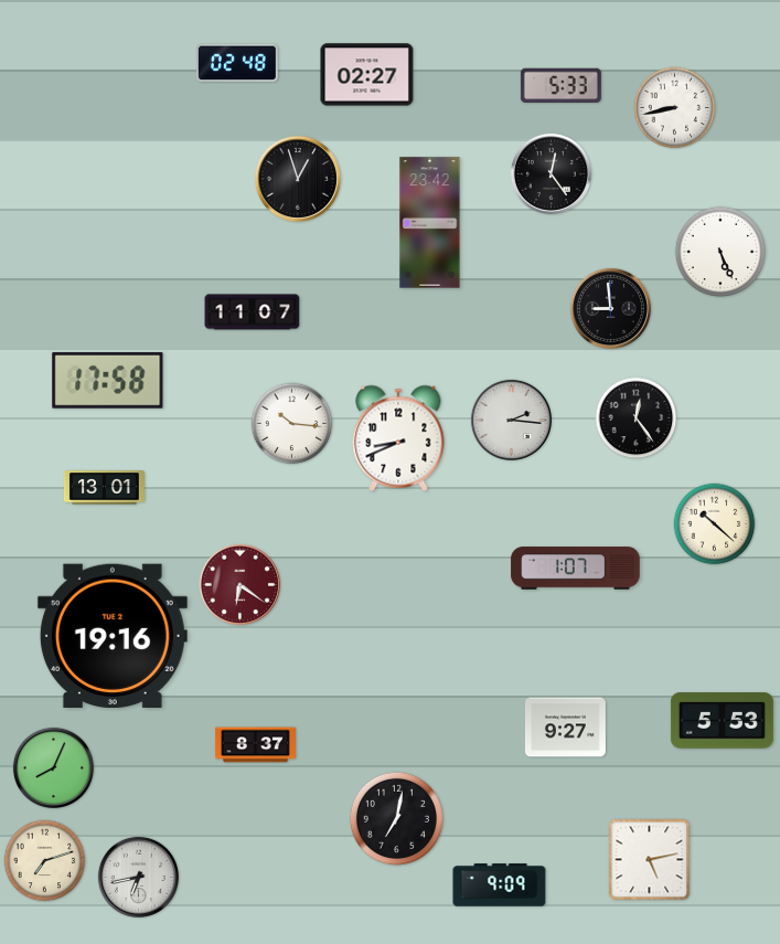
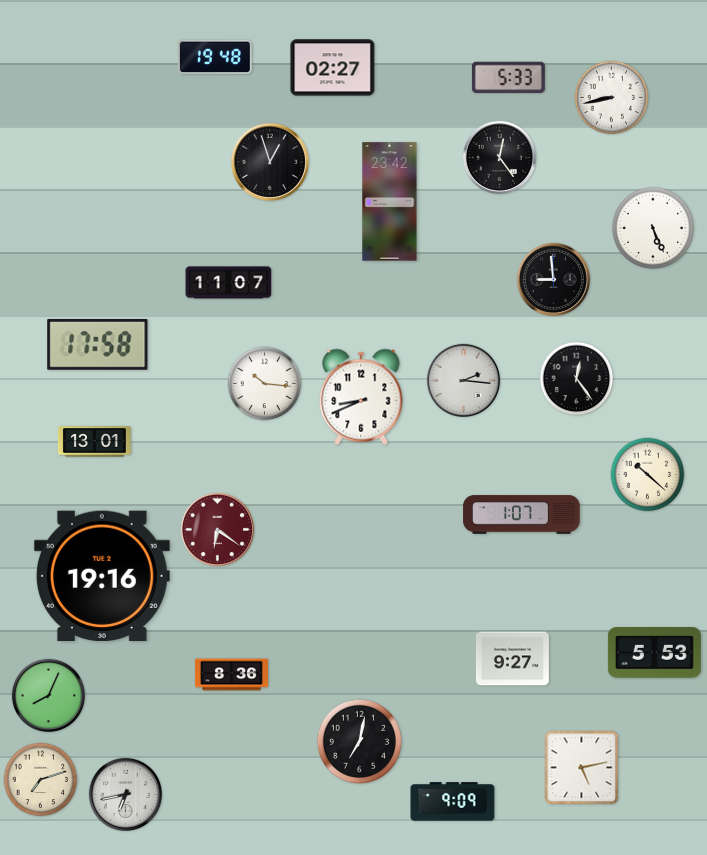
clock at (237, 63): 02:48 -> 19:48
clock at (255, 745): 8:37 -> 8:36
clock at (650, 860) position: (650, 860) -> (582, 768)
